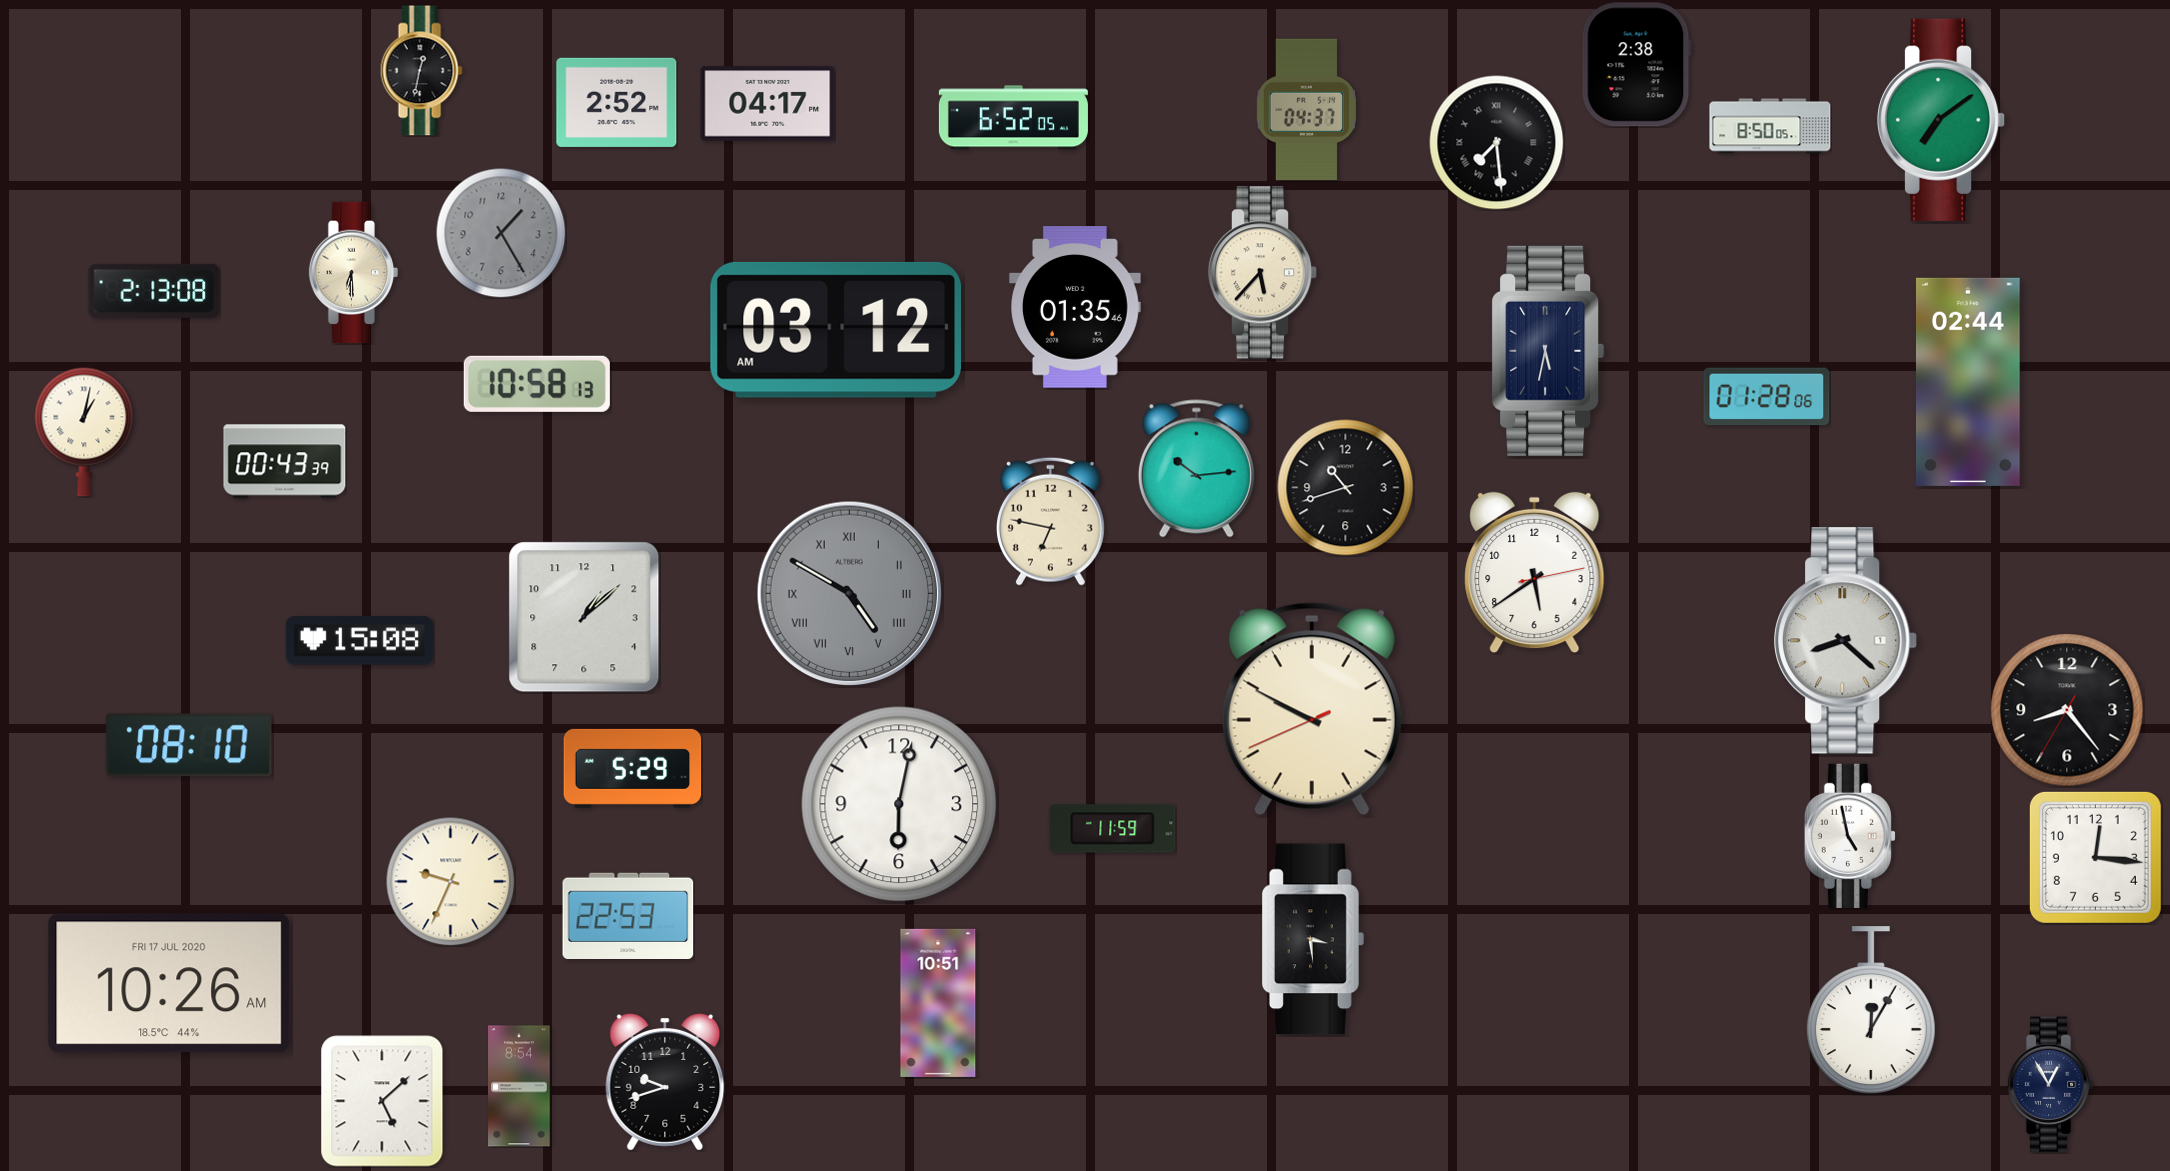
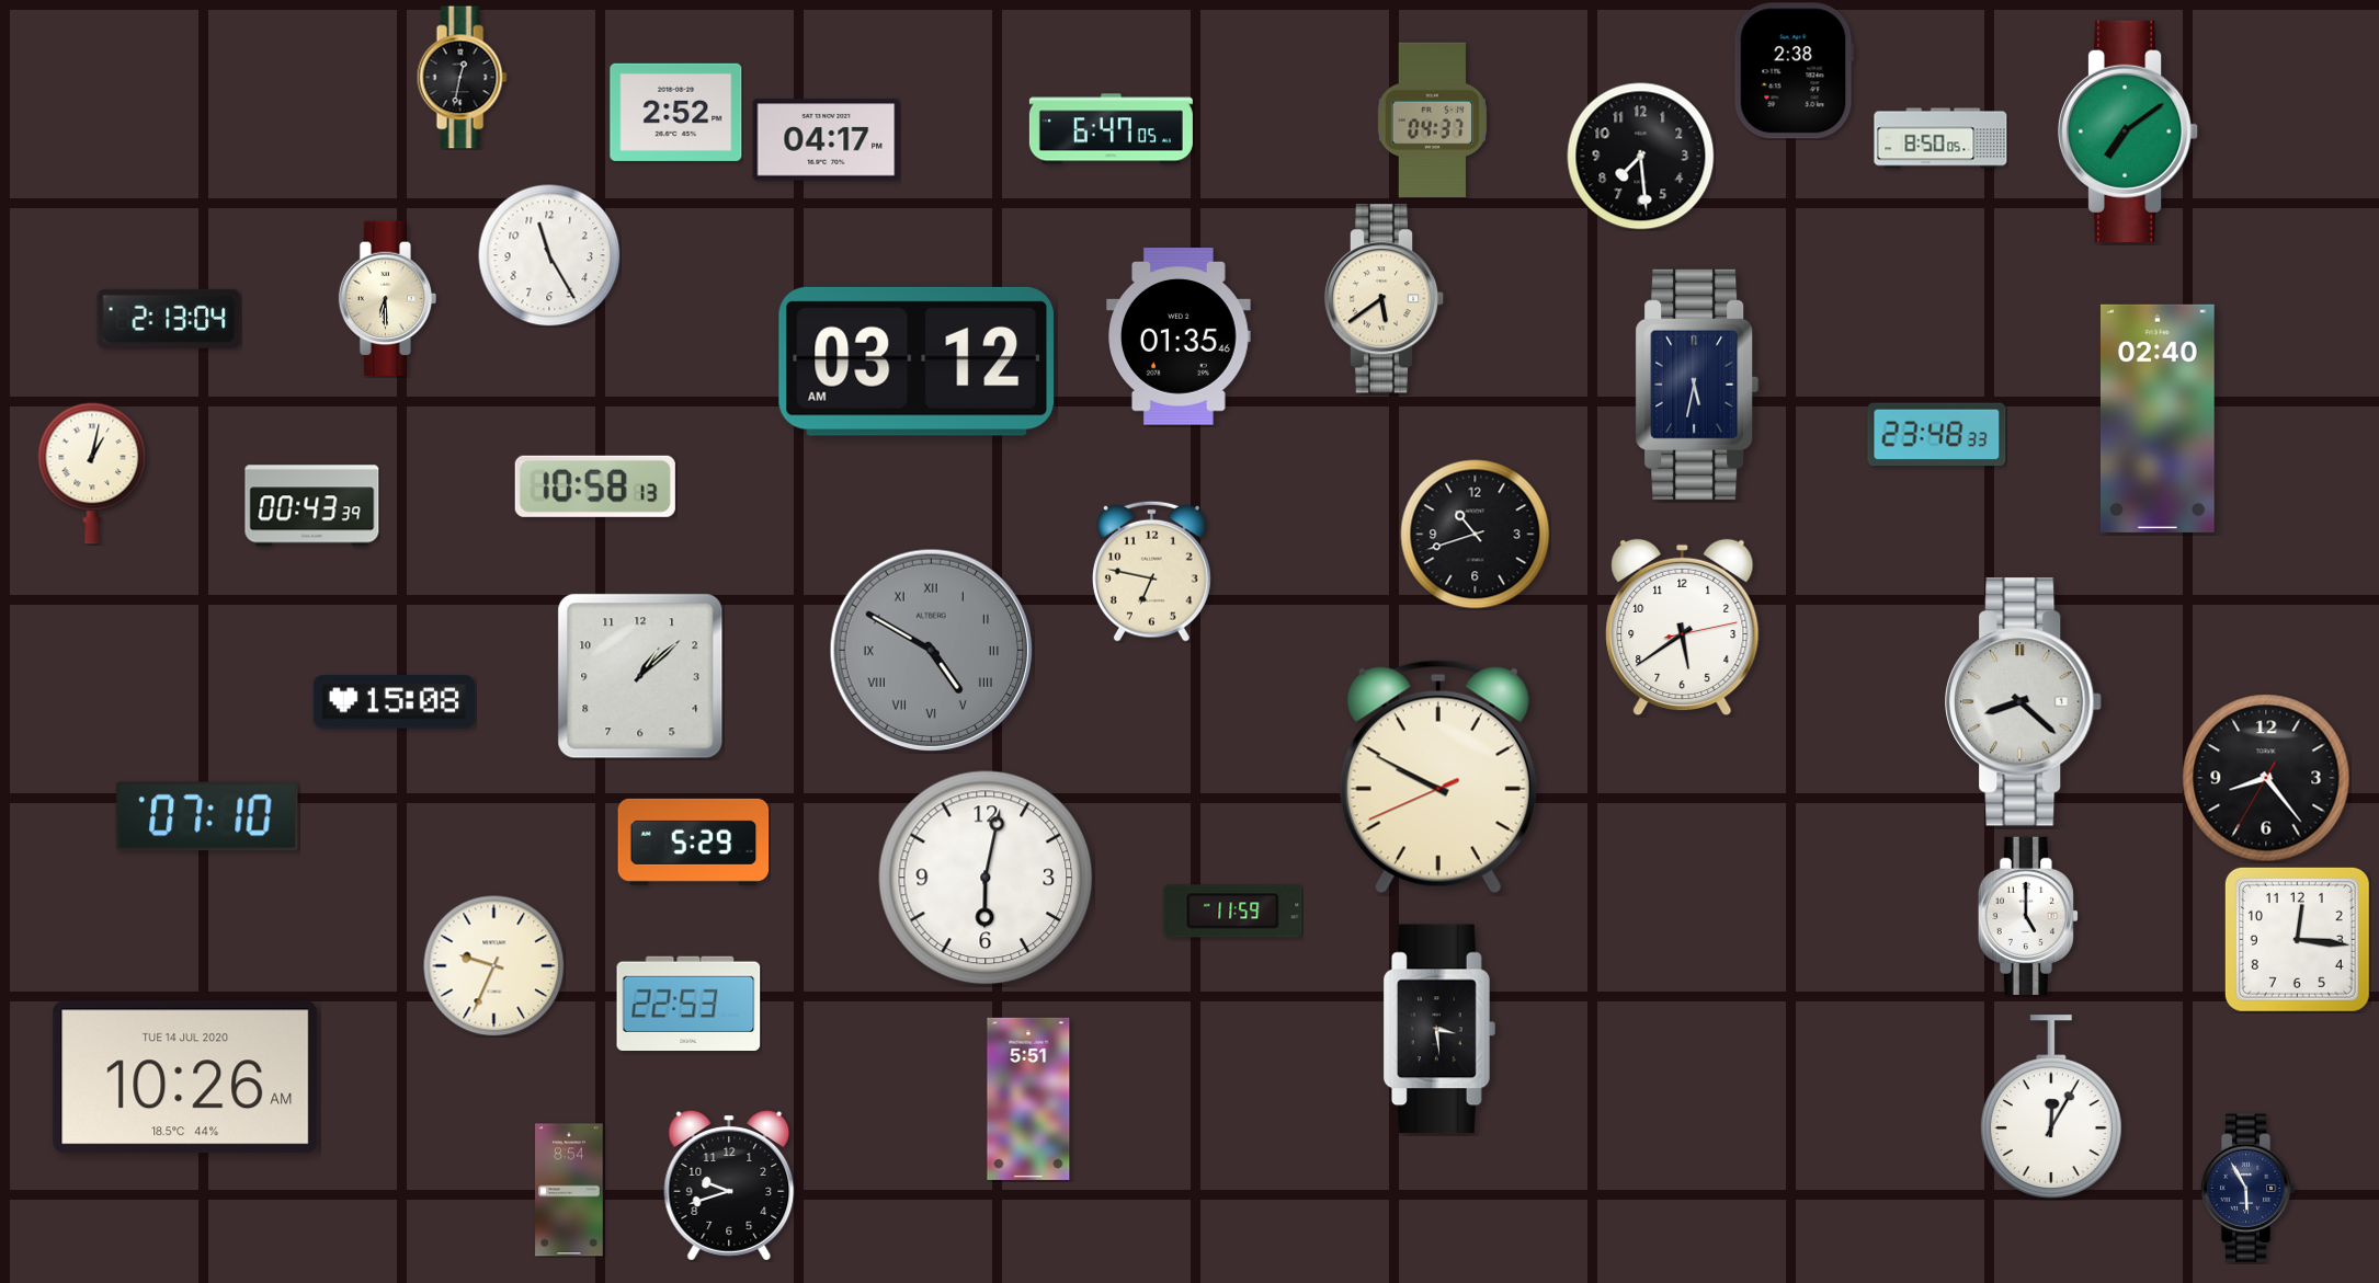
clock at (768, 104) position: (768, 104) -> (827, 140)
clock at (1013, 118): 6:52 -> 6:47
clock at (1497, 143) numerals: Roman -> Arabic
clock at (501, 233): 1:25 -> 11:25
clock at (501, 233) dial: grey -> white
clock at (1263, 273): 5:37 -> 5:39
clock at (154, 291): 2:13:08 -> 2:13:04
clock at (1968, 382): 02:44 -> 02:40
clock at (537, 384) position: (537, 384) -> (595, 486)
clock at (1767, 397): 01:28 -> 23:48
clock at (1196, 469): 10:14 -> none
clock at (189, 745): 08:10 -> 07:10
clock at (899, 804) position: (899, 804) -> (986, 878)
clock at (1113, 829) position: (1113, 829) -> (1233, 912)
clock at (1850, 836): 4:58 -> 5:00
clock at (169, 983) date: FRI 17 JUL 2020 -> TUE 14 JUL 2020
clock at (938, 1003): 10:51 -> 5:51
clock at (2050, 1085): 12:55 -> 5:55
clock at (382, 1101): 5:08 -> none
